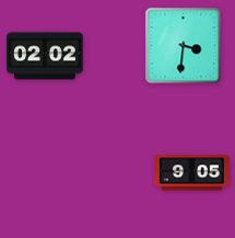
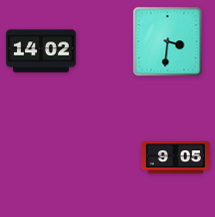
clock at (45, 56): 02:02 -> 14:02
